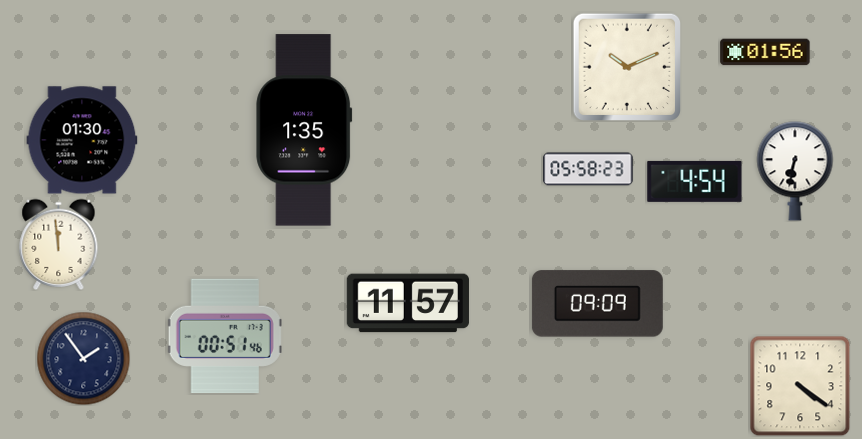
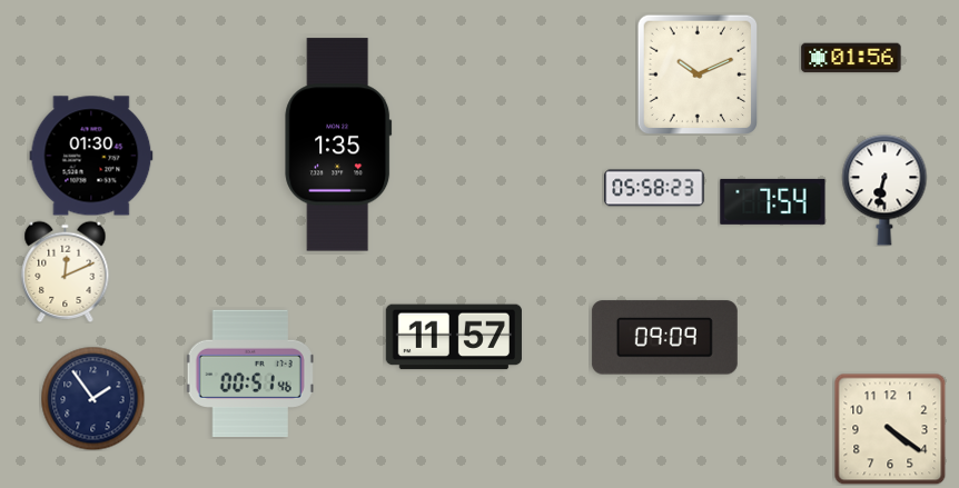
clock at (695, 181): 4:54 -> 7:54
clock at (59, 244): 11:59 -> 12:11
